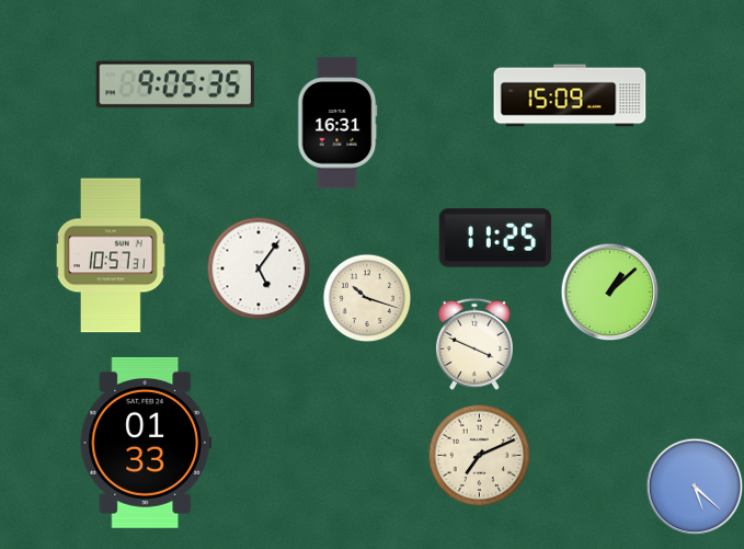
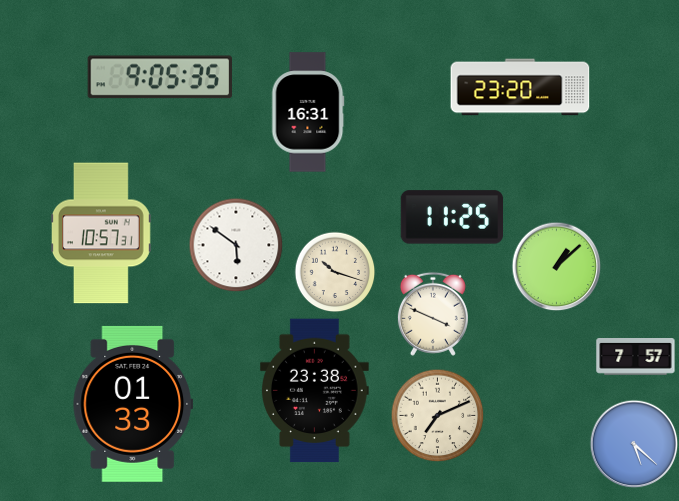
clock at (570, 95): 15:09 -> 23:20
clock at (259, 268): 5:06 -> 5:51
clock at (636, 357): none -> 7:57
clock at (314, 391): none -> 23:38
